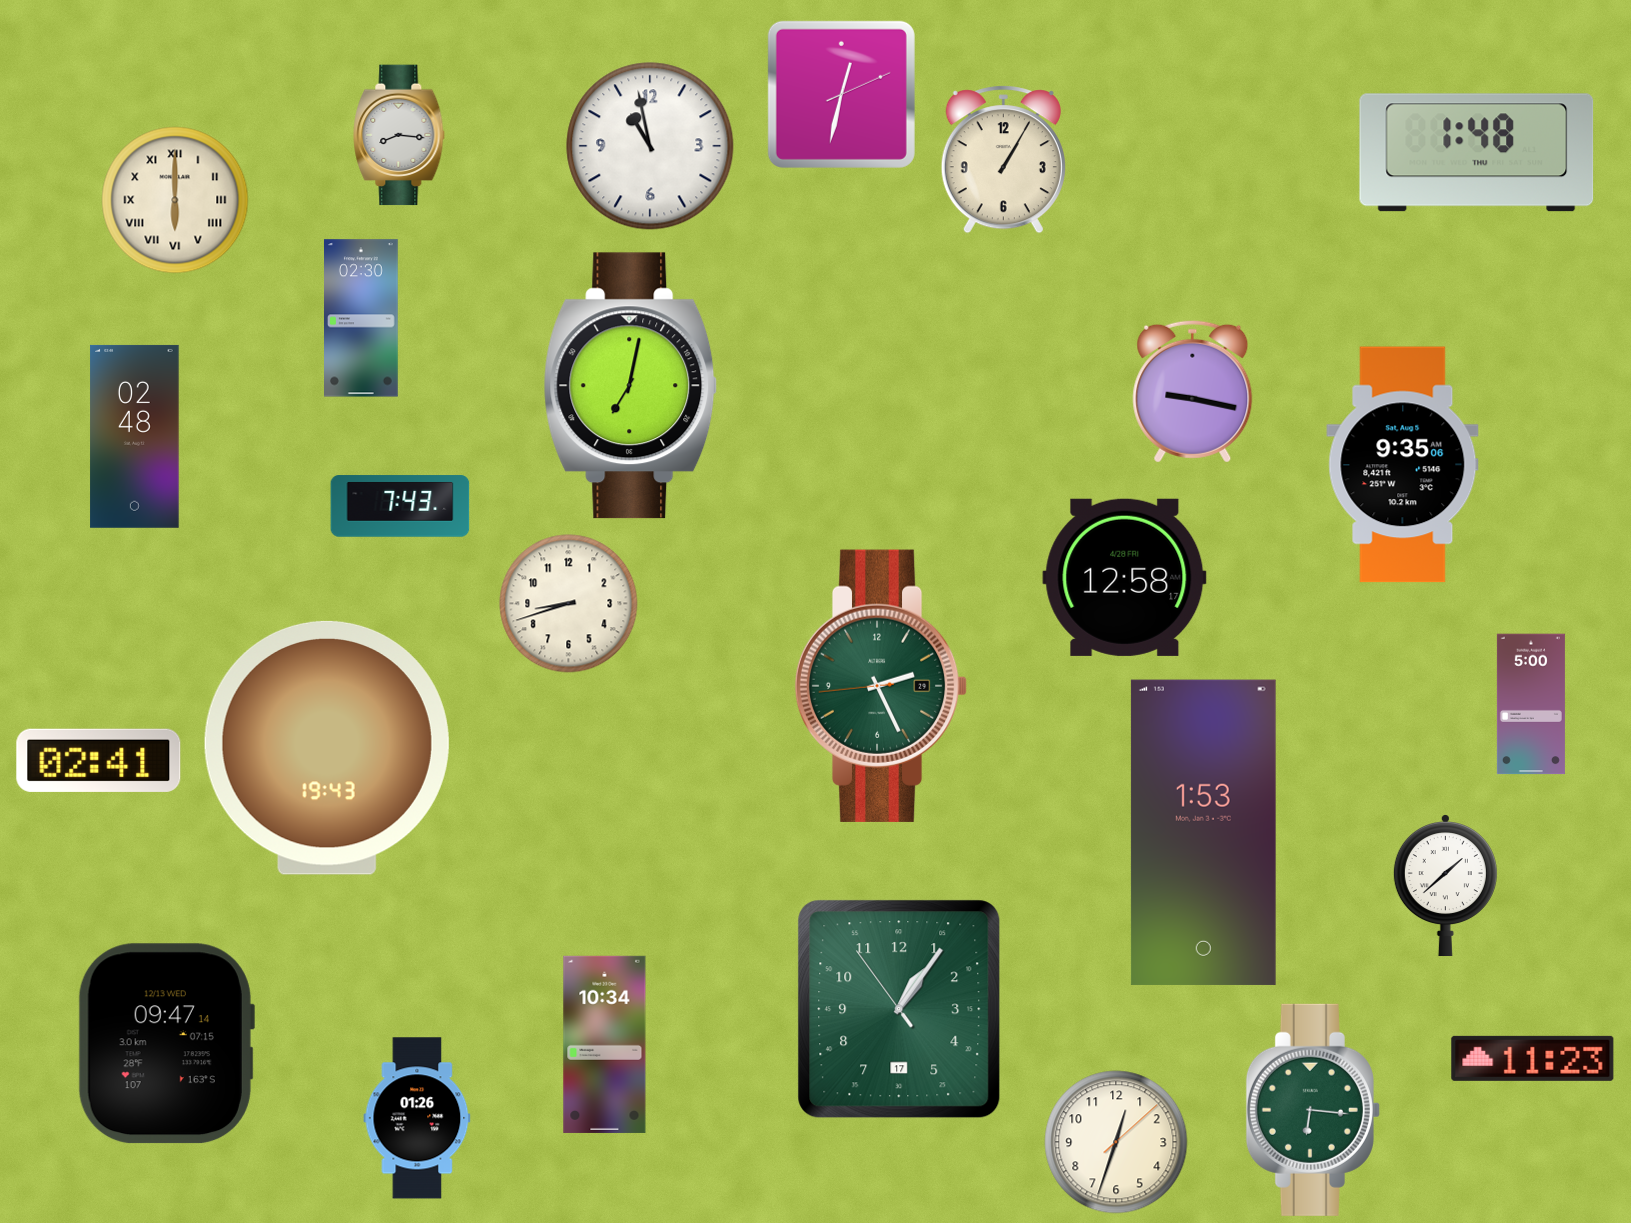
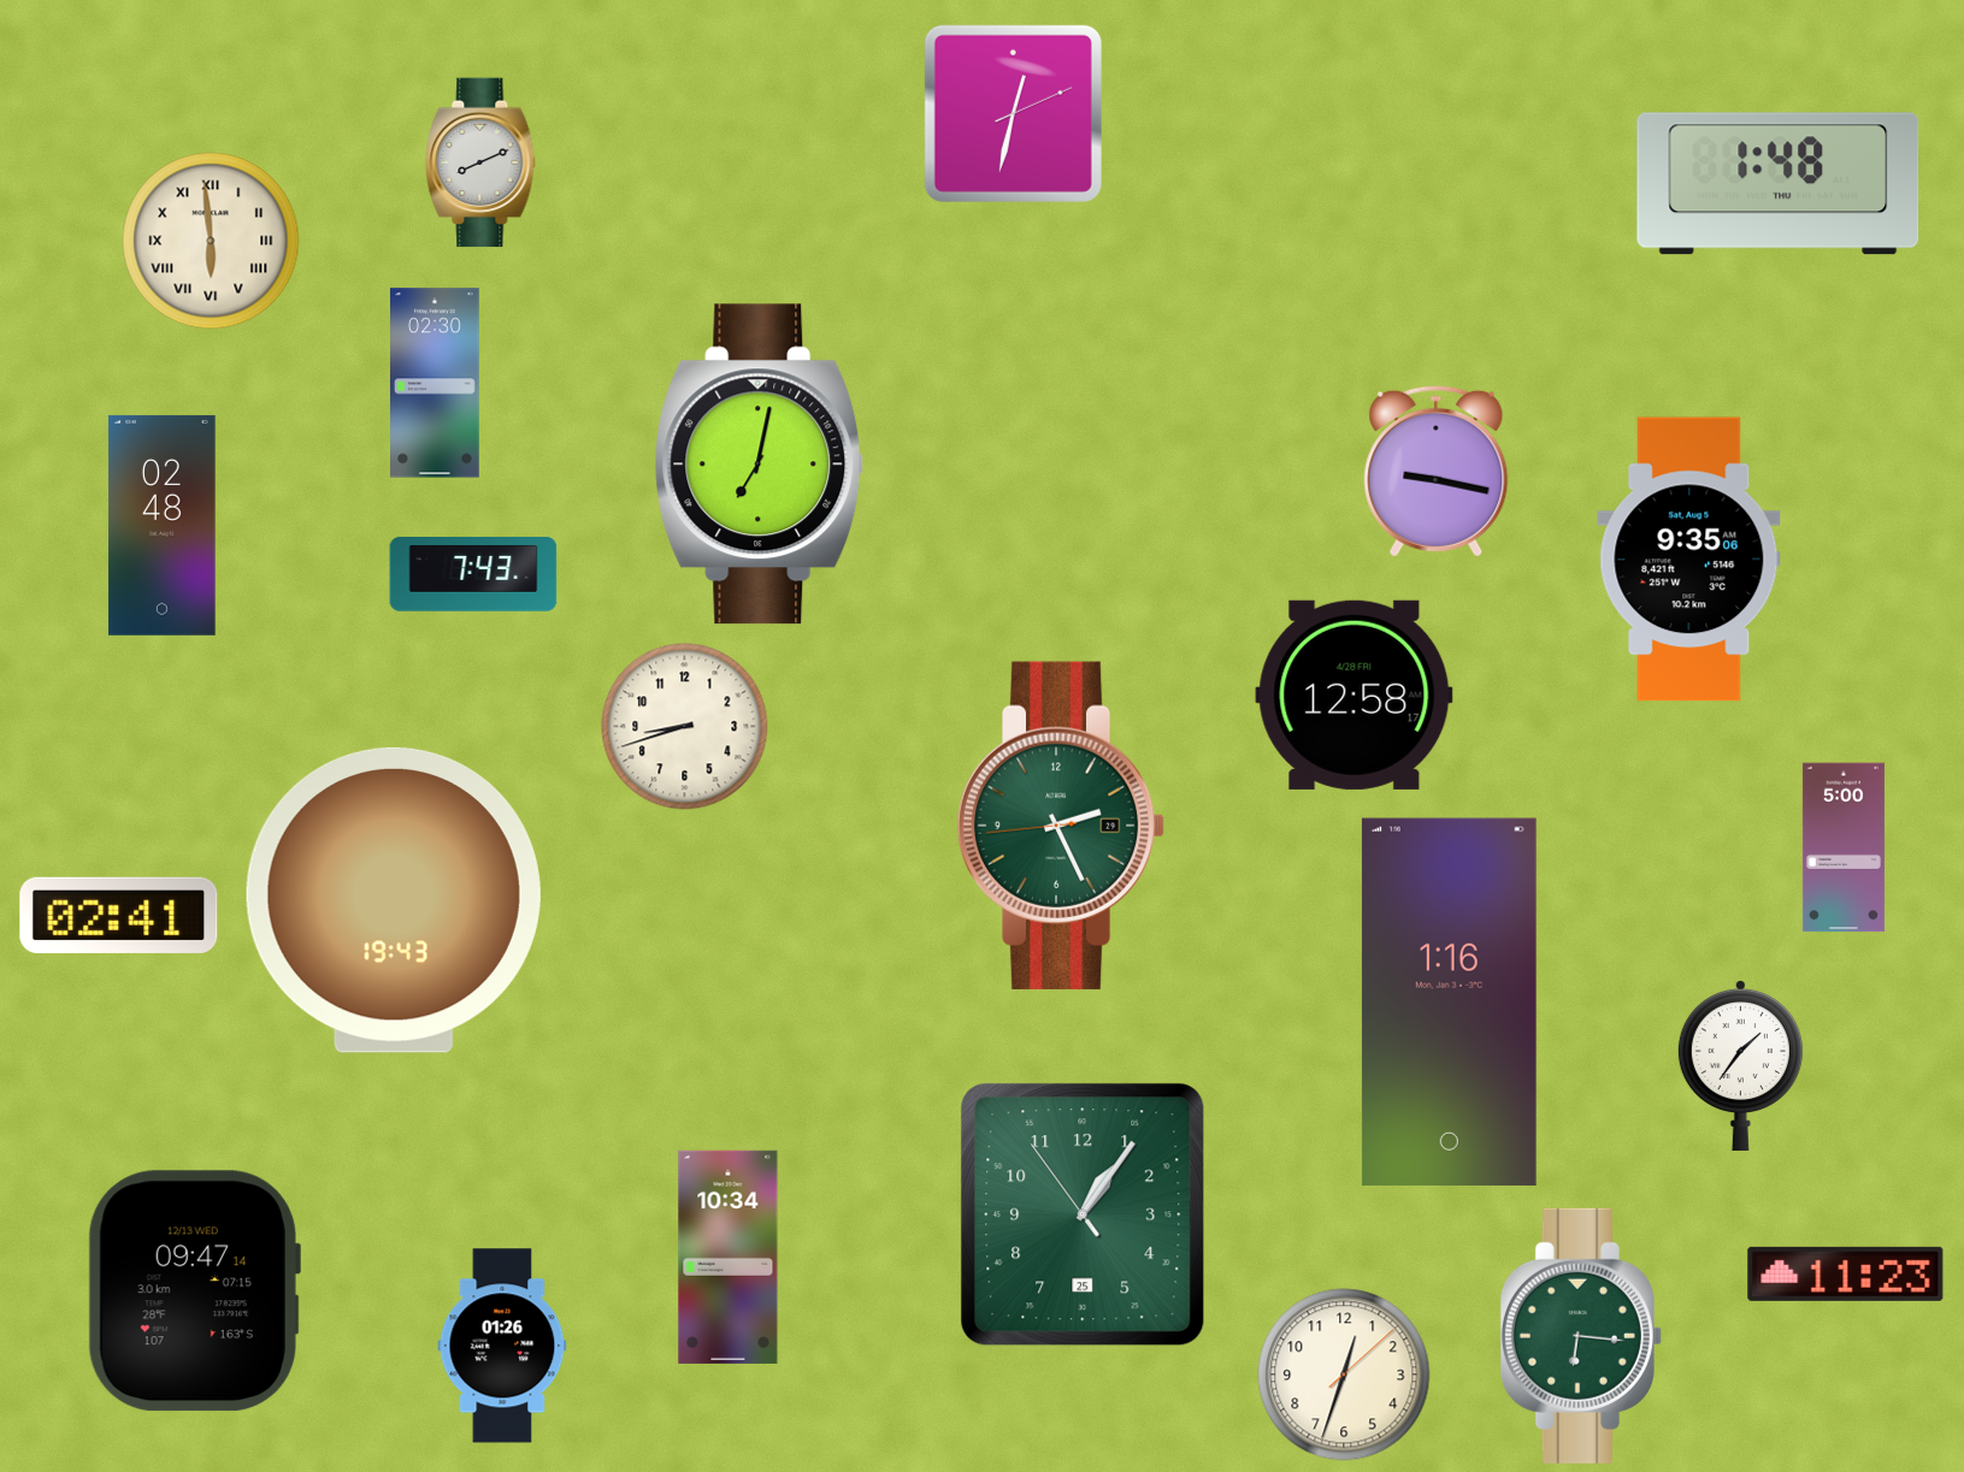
clock at (399, 135): 8:16 -> 8:11
clock at (650, 146): 10:58 -> none
clock at (1003, 160): 1:05 -> none
clock at (175, 200): 6:00 -> 5:59
clock at (400, 506) position: (400, 506) -> (473, 574)
clock at (1203, 832): 1:53 -> 1:16
clock at (1445, 886): 1:38 -> 1:36
clock at (899, 1009) date: 17 -> 25
clock at (166, 1044) position: (166, 1044) -> (194, 1291)
